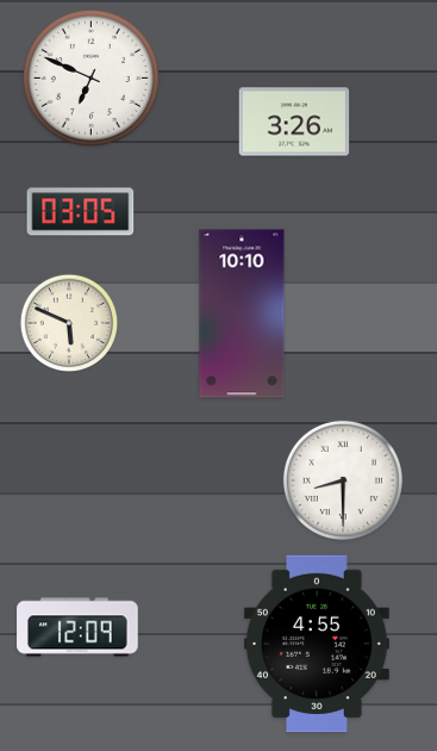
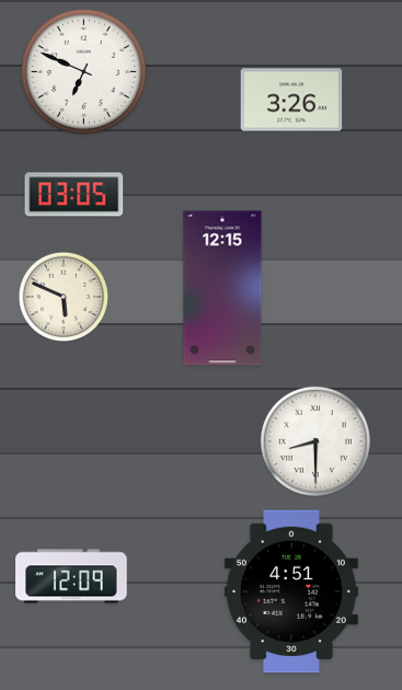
clock at (294, 122) position: (294, 122) -> (291, 100)
clock at (242, 314): 10:10 -> 12:15
clock at (317, 644): 4:55 -> 4:51
